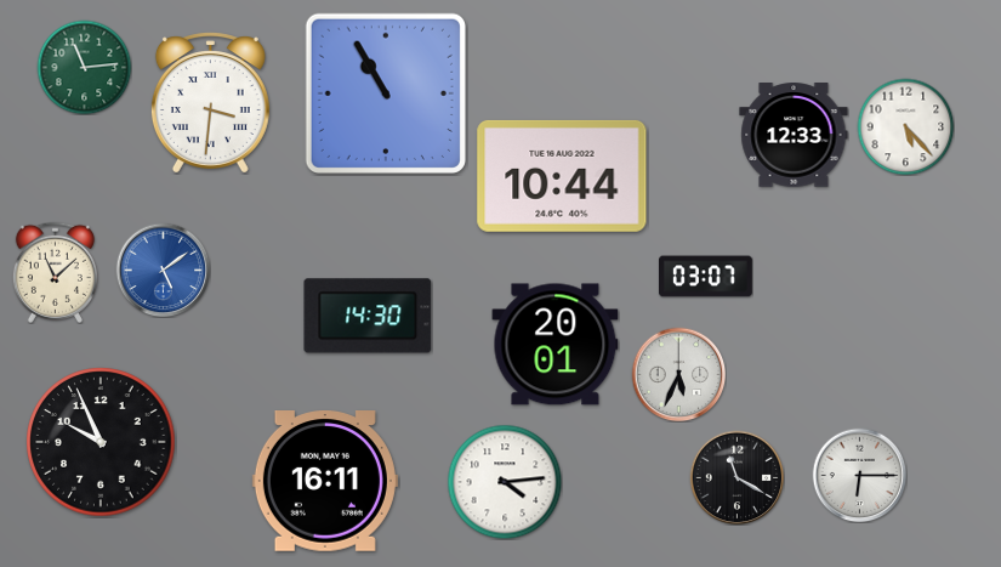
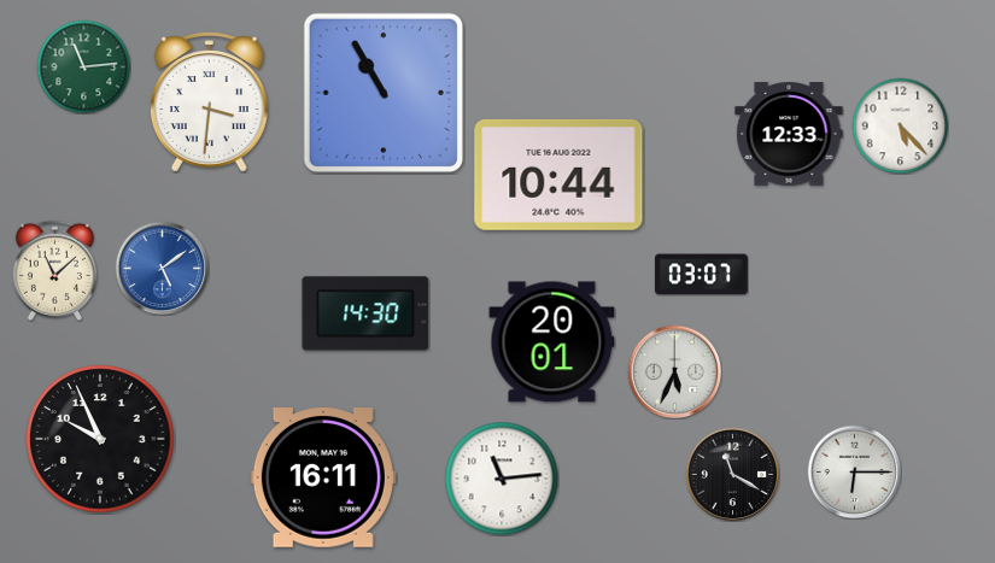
clock at (505, 482): 4:14 -> 11:14
